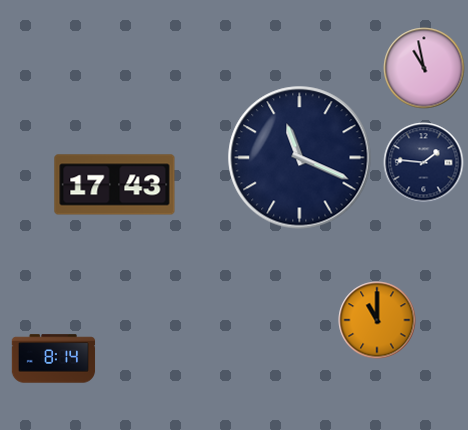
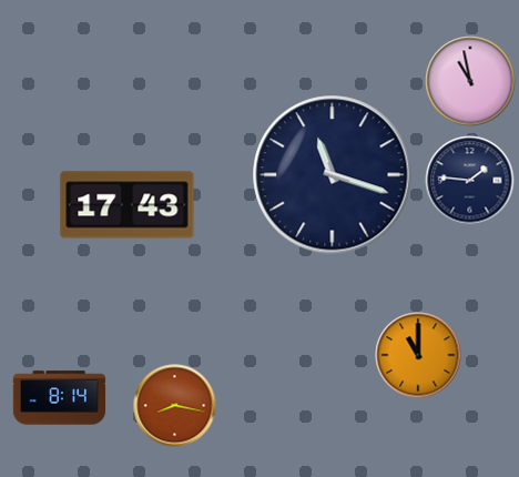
clock at (424, 68) position: (424, 68) -> (470, 81)
clock at (300, 158): 11:19 -> 11:18
clock at (175, 406): none -> 8:17
